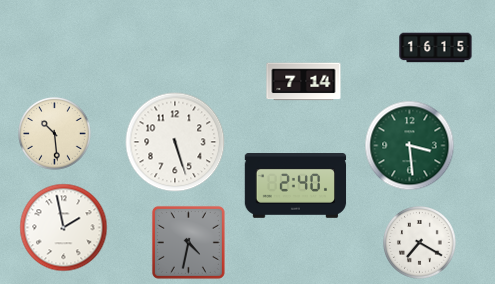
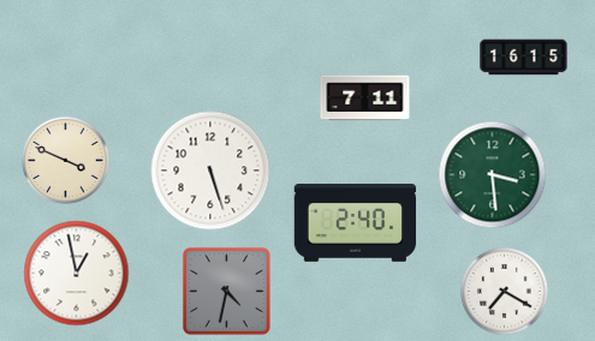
clock at (304, 82): 7:14 -> 7:11
clock at (55, 134): 10:29 -> 3:49
clock at (64, 228): 1:58 -> 12:58
